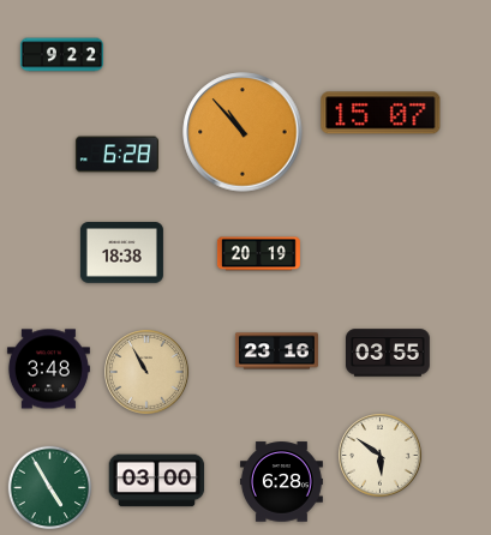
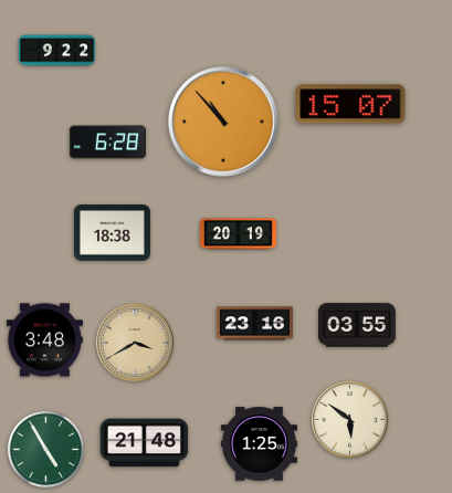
clock at (146, 372): 10:55 -> 3:40
clock at (157, 481): 03:00 -> 21:48
clock at (281, 482): 6:28 -> 1:25
